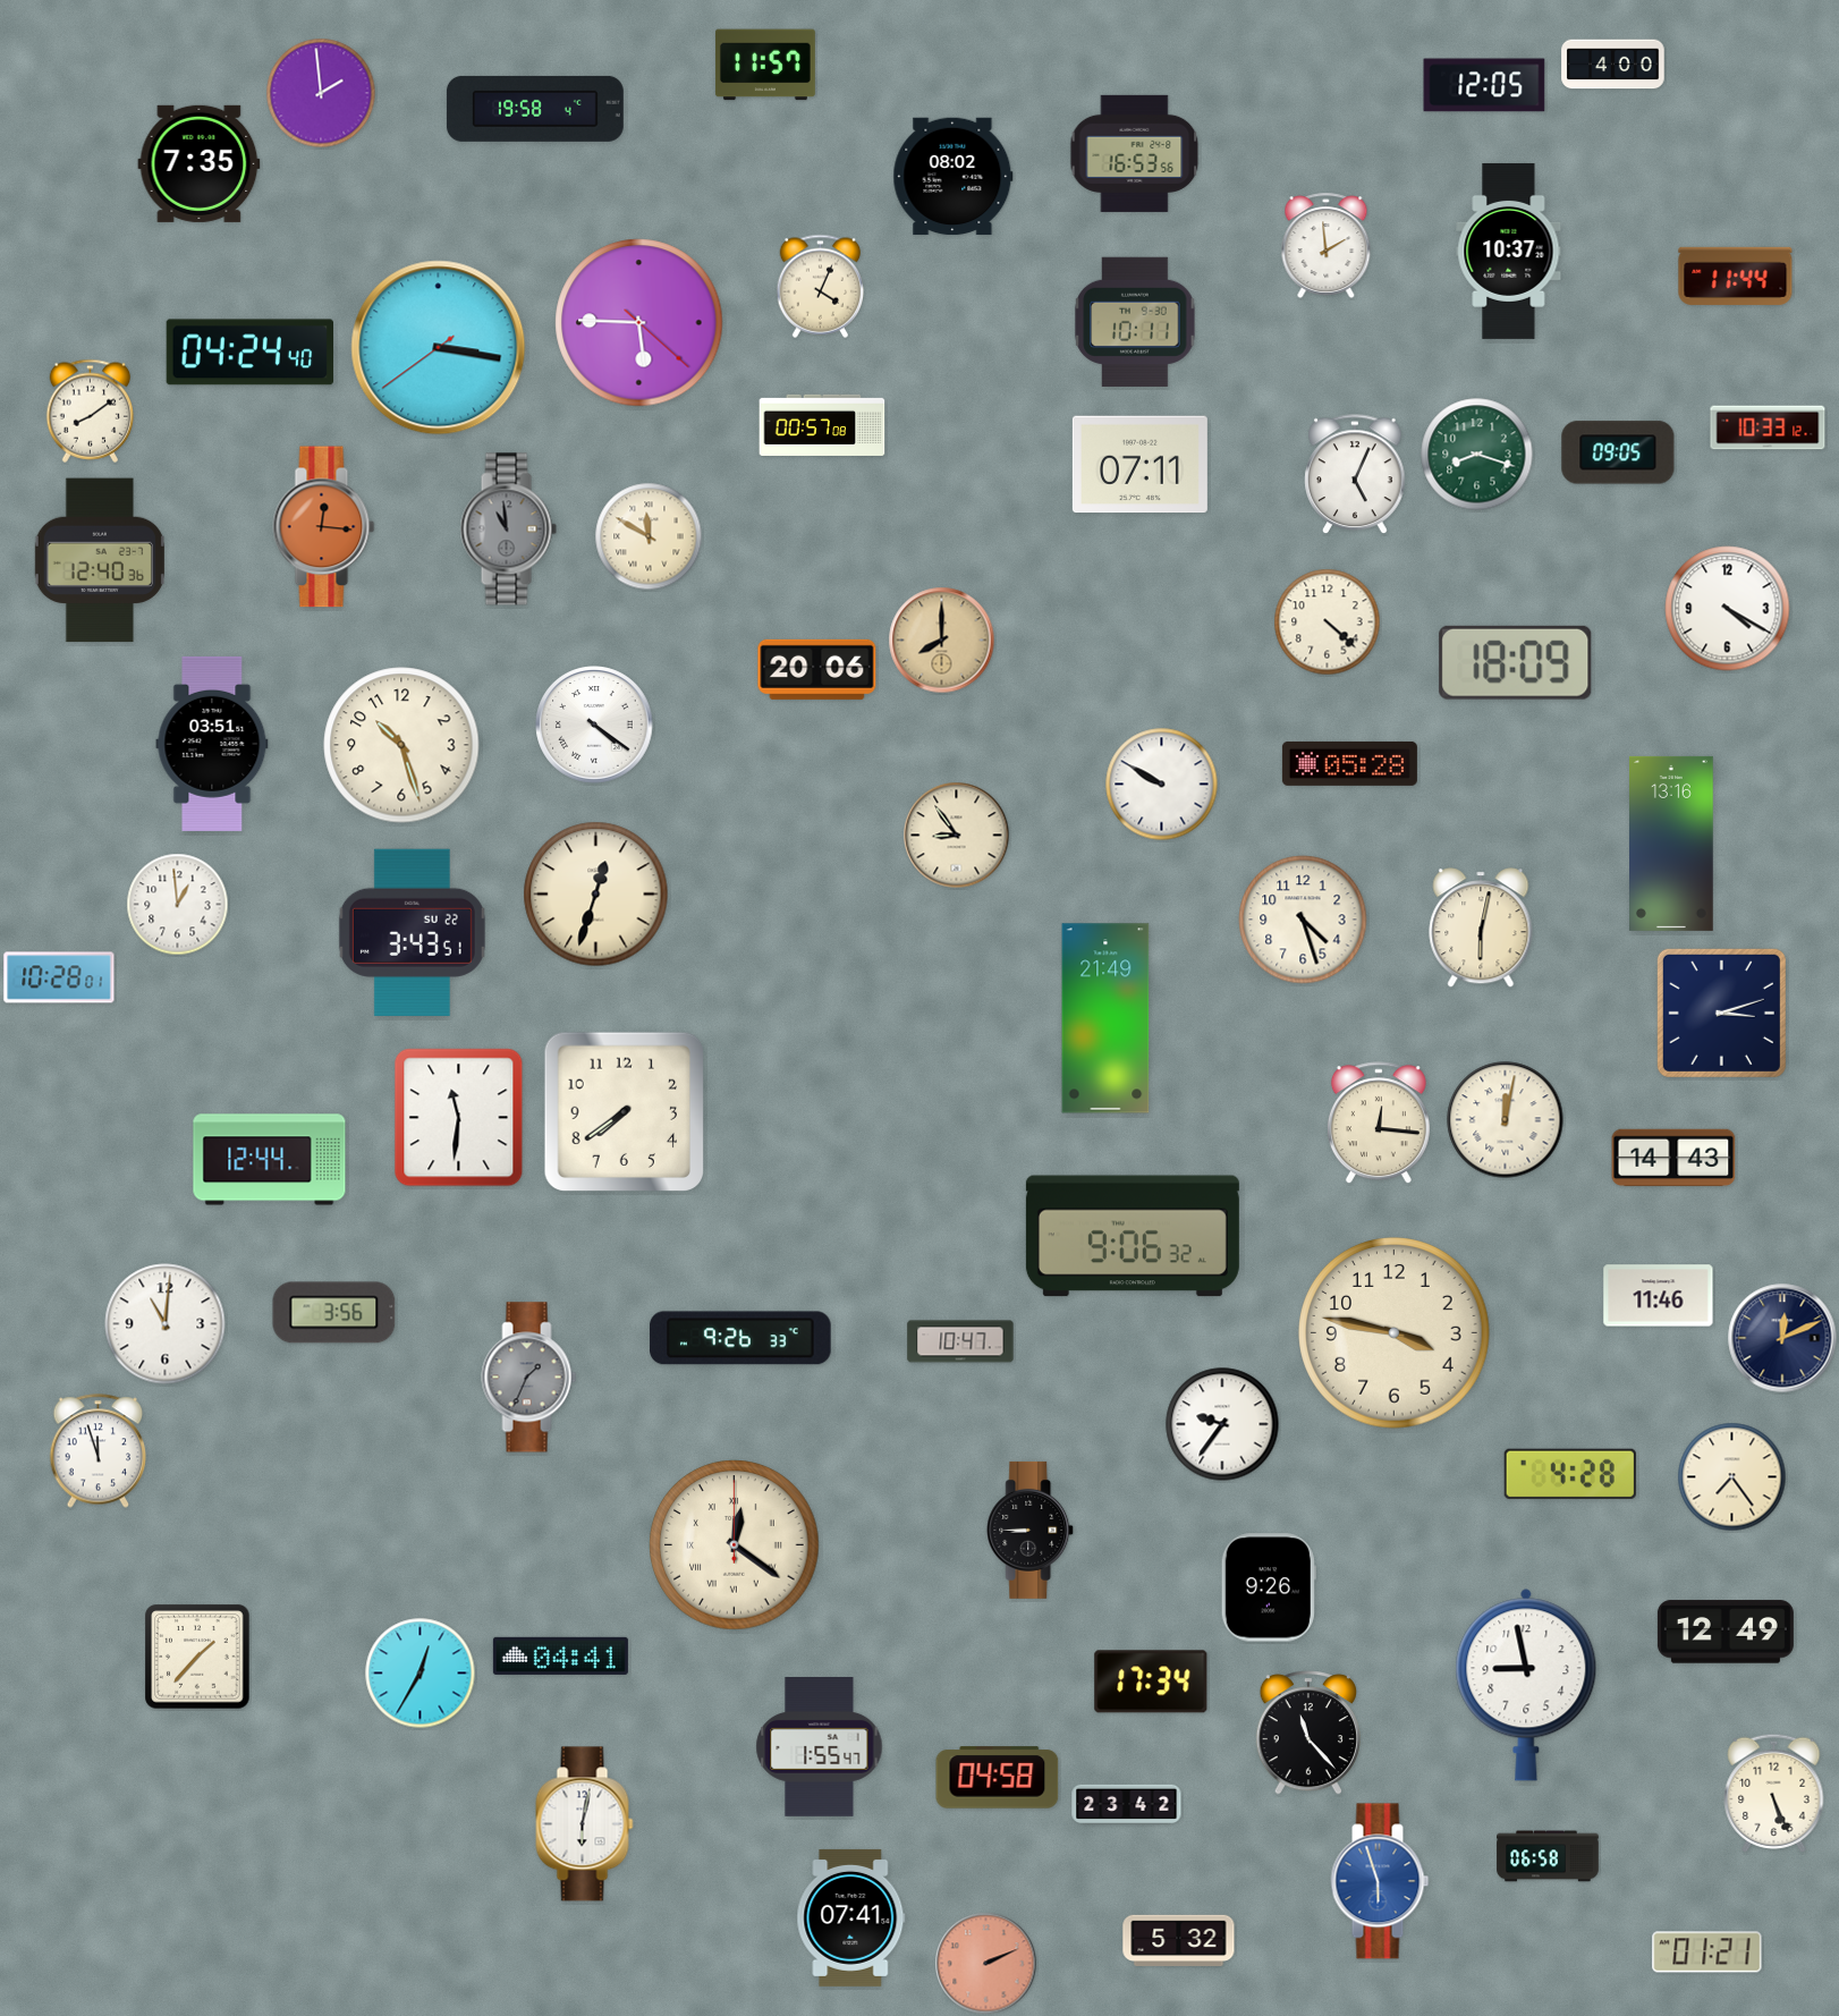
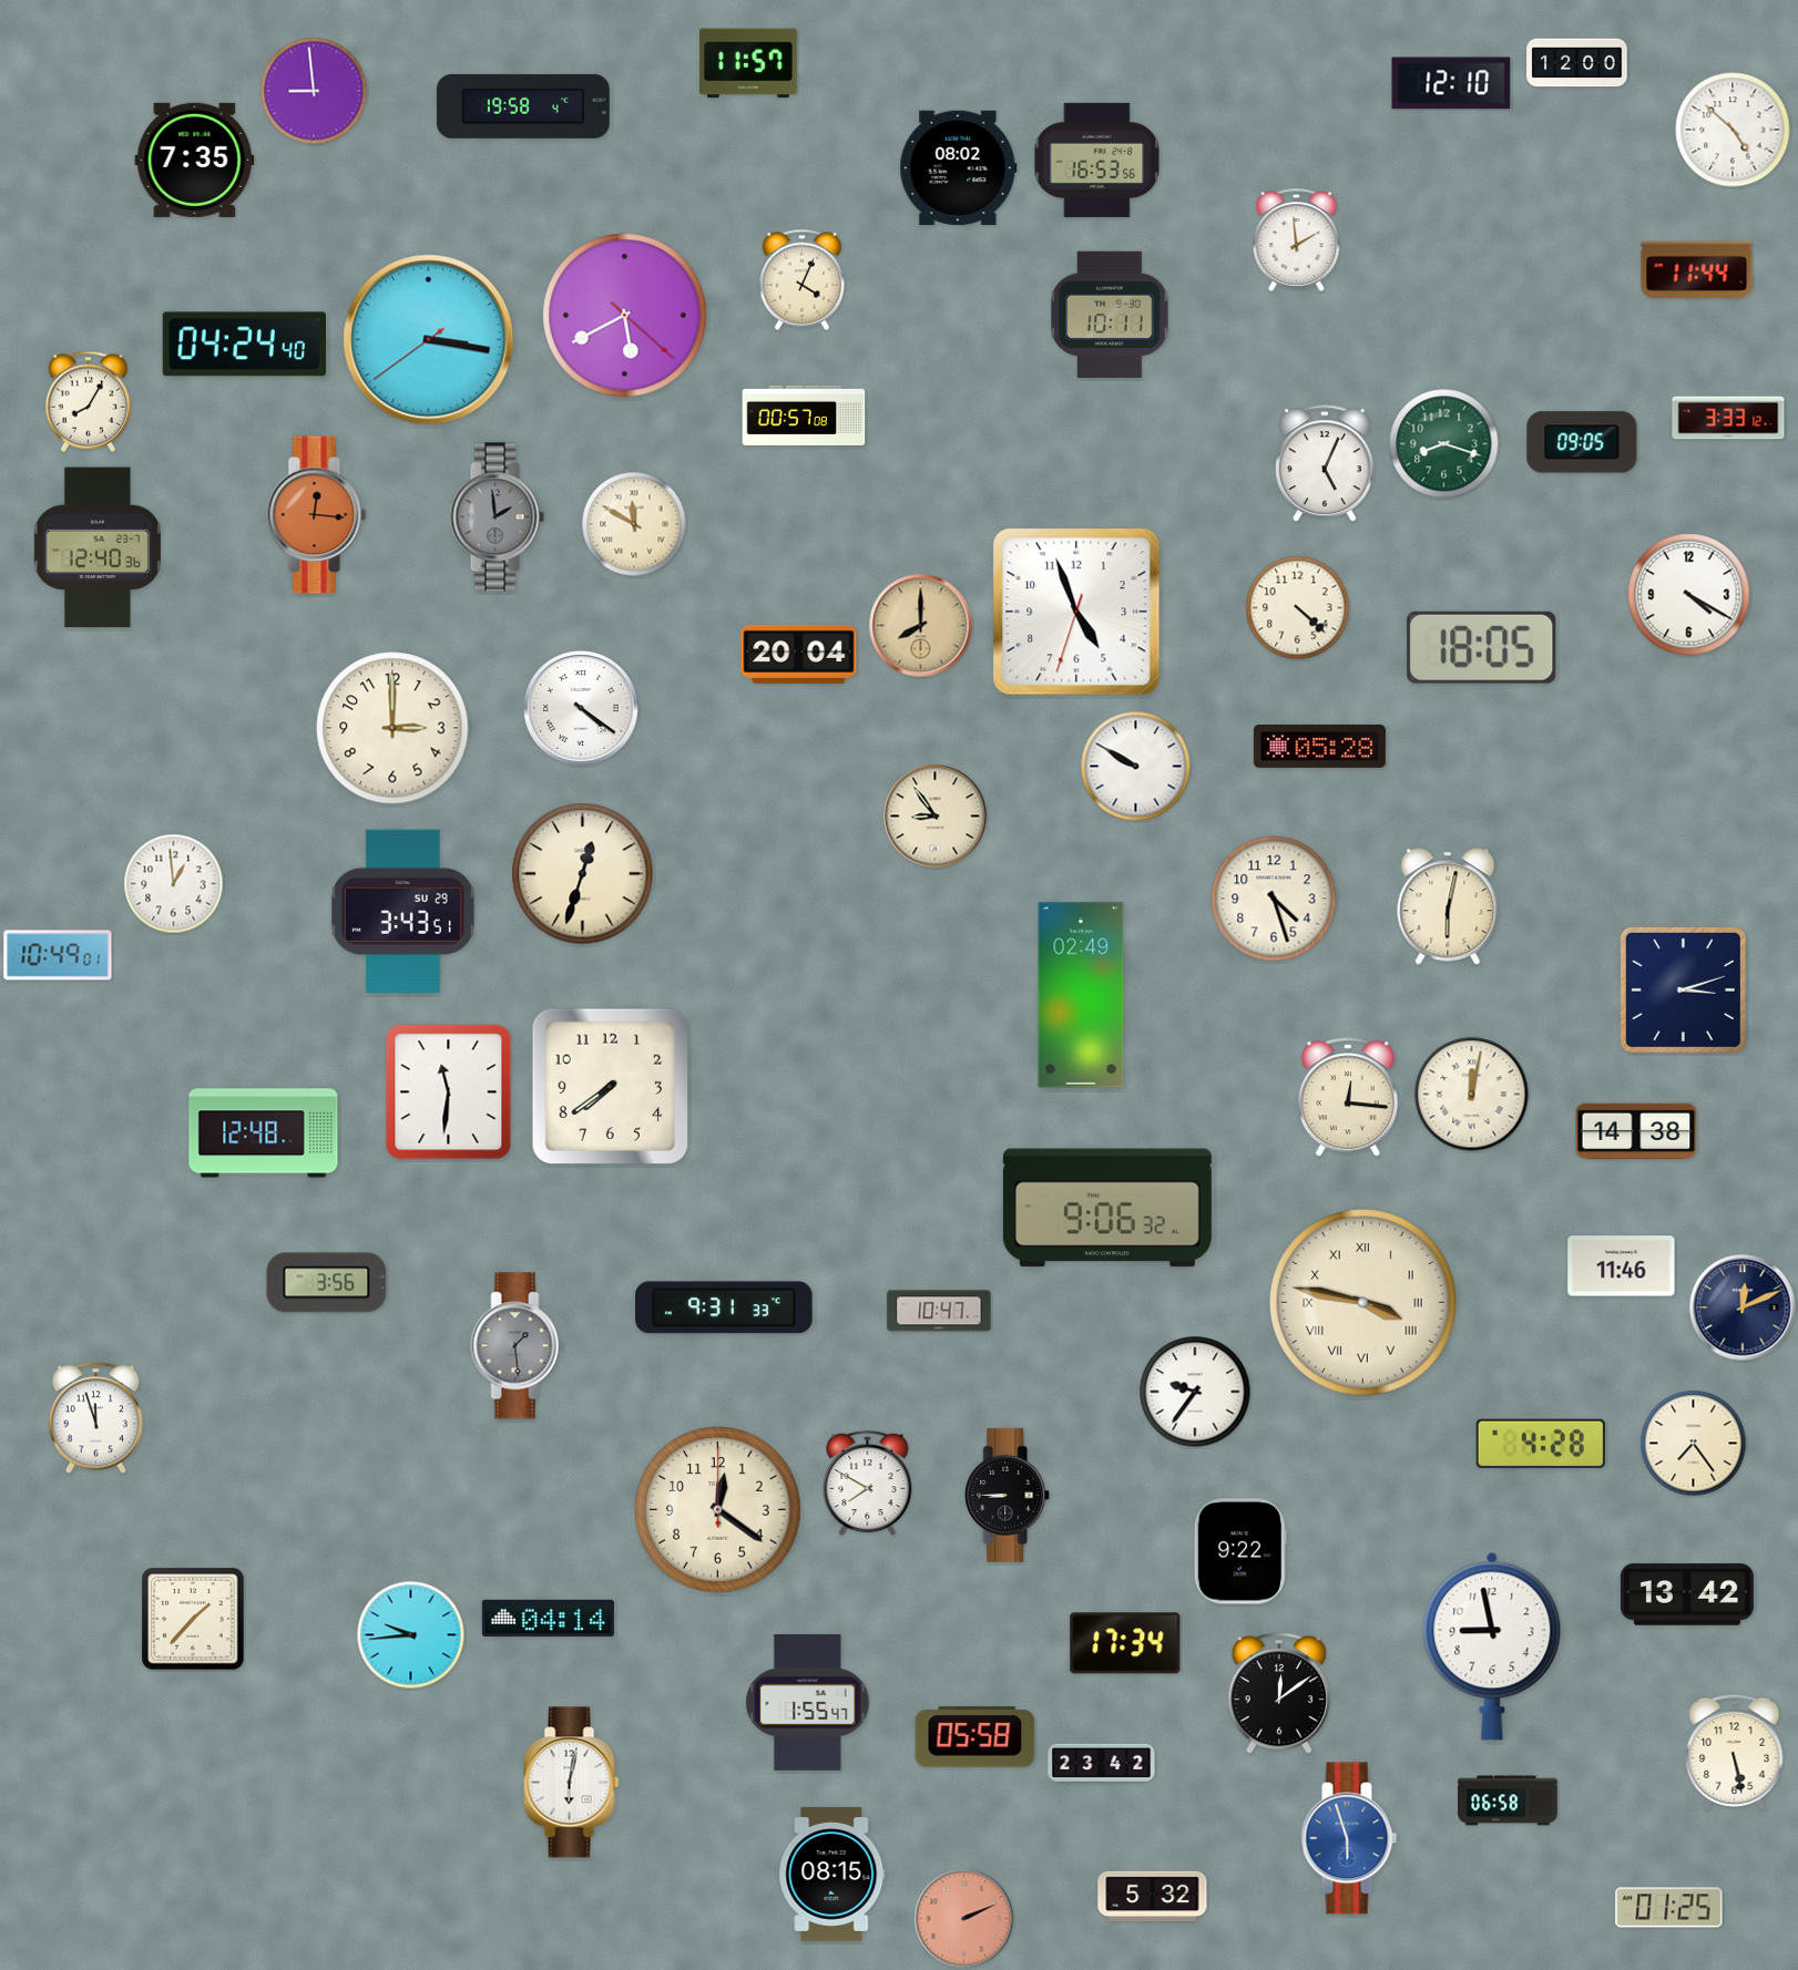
clock at (1613, 65): 4:00 -> 12:00
clock at (1484, 85): 12:05 -> 12:10
clock at (321, 93): 1:59 -> 8:59
clock at (1733, 130): none -> 4:52
clock at (1135, 153) position: (1135, 153) -> (1097, 160)
clock at (954, 177) position: (954, 177) -> (959, 168)
clock at (1509, 251): 10:37 -> none
clock at (639, 323): 5:45 -> 5:40
clock at (91, 410): 8:09 -> 8:05
clock at (1768, 427): 10:33 -> 3:33
clock at (1139, 465): 07:11 -> none
clock at (508, 530): 10:59 -> 1:59
clock at (1076, 612): none -> 4:56
clock at (1516, 662): 18:09 -> 18:05
clock at (817, 669): 20:06 -> 20:04
clock at (212, 744): 03:51 -> none
clock at (401, 745): 10:27 -> 3:00
clock at (1672, 844): 13:16 -> none
clock at (412, 933) date: SU 22 -> SU 29
clock at (59, 977): 10:28 -> 10:49
clock at (1105, 1018): 21:49 -> 02:49
clock at (1673, 1158): 14:43 -> 14:38
clock at (270, 1160): 12:44 -> 12:48
clock at (166, 1324): 11:01 -> none
clock at (1395, 1333) numerals: Arabic -> Roman
clock at (740, 1338): 9:26 -> 9:31
clock at (529, 1378): 1:34 -> 1:29
clock at (1570, 1474) position: (1570, 1474) -> (1541, 1444)
clock at (868, 1484): none -> 7:50
clock at (735, 1545) numerals: Roman -> Arabic
clock at (1269, 1587): 9:26 -> 9:22
clock at (1726, 1632): 12:49 -> 13:42
clock at (560, 1655): 04:41 -> 04:14
clock at (421, 1674): 12:35 -> 9:44
clock at (1308, 1733): 11:23 -> 12:09
clock at (820, 1747) position: (820, 1747) -> (808, 1703)
clock at (998, 1778): 04:58 -> 05:58
clock at (1774, 1793): 5:26 -> 5:28
clock at (1548, 1856) position: (1548, 1856) -> (1508, 1800)
clock at (851, 1917): 07:41 -> 08:15
clock at (1707, 1953): 01:21 -> 01:25
